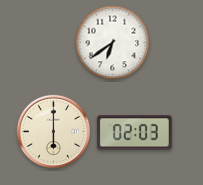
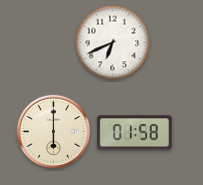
clock at (113, 43): 6:39 -> 6:41
clock at (134, 133): 02:03 -> 01:58
